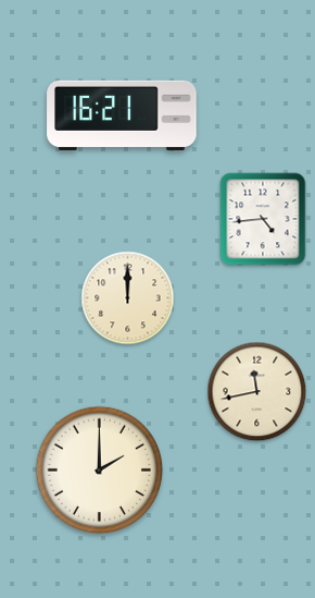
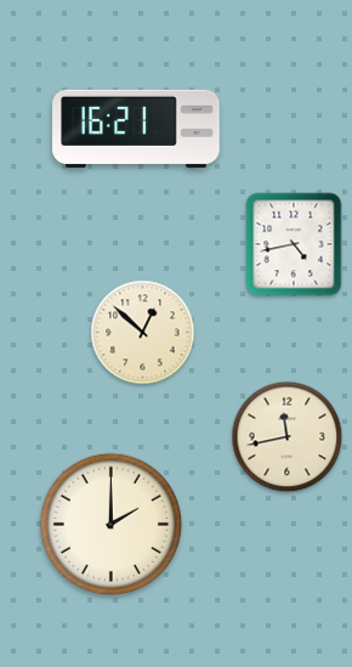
clock at (263, 219): 4:44 -> 4:43
clock at (128, 298): 12:00 -> 12:52
